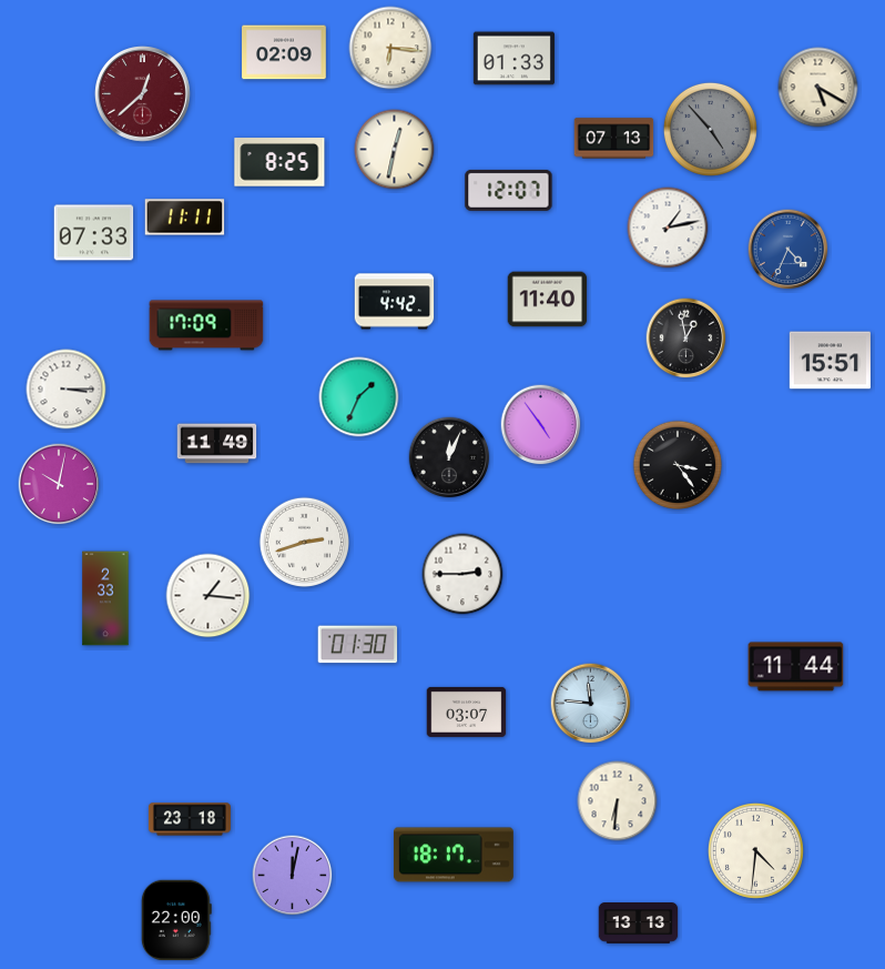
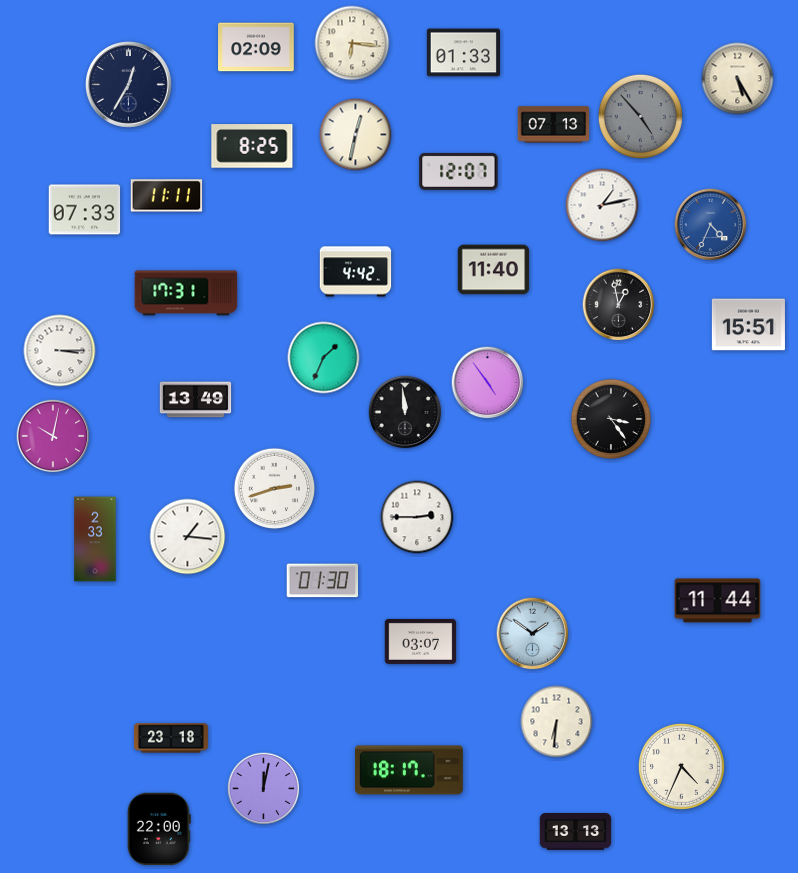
clock at (818, 88): 5:20 -> 5:25
clock at (143, 94): 12:38 -> 12:35
clock at (143, 94) dial: burgundy -> navy
clock at (206, 325): 17:09 -> 17:31
clock at (217, 444): 11:49 -> 13:49
clock at (449, 457): 12:04 -> 11:59
clock at (591, 704): 11:46 -> 1:51
clock at (755, 850): 4:31 -> 4:34
